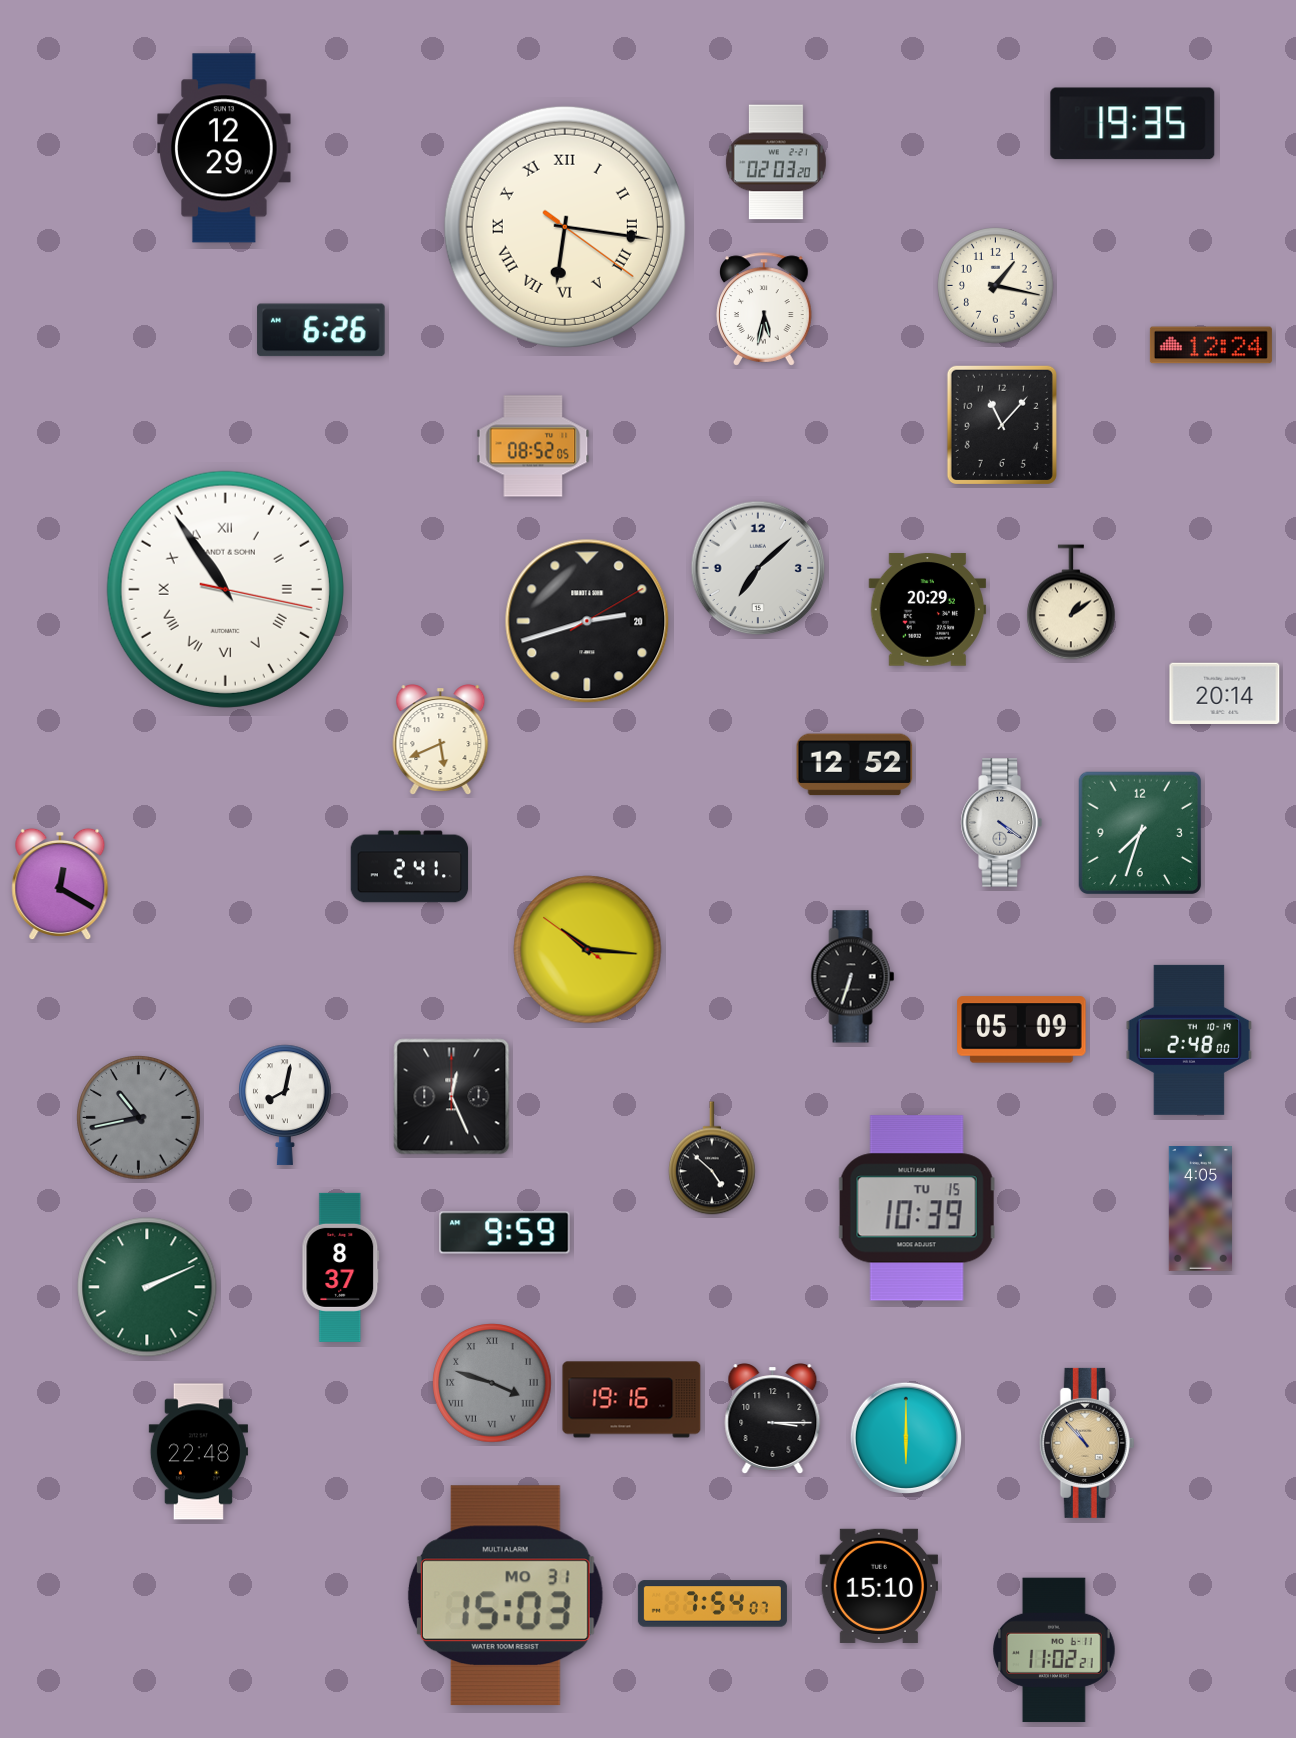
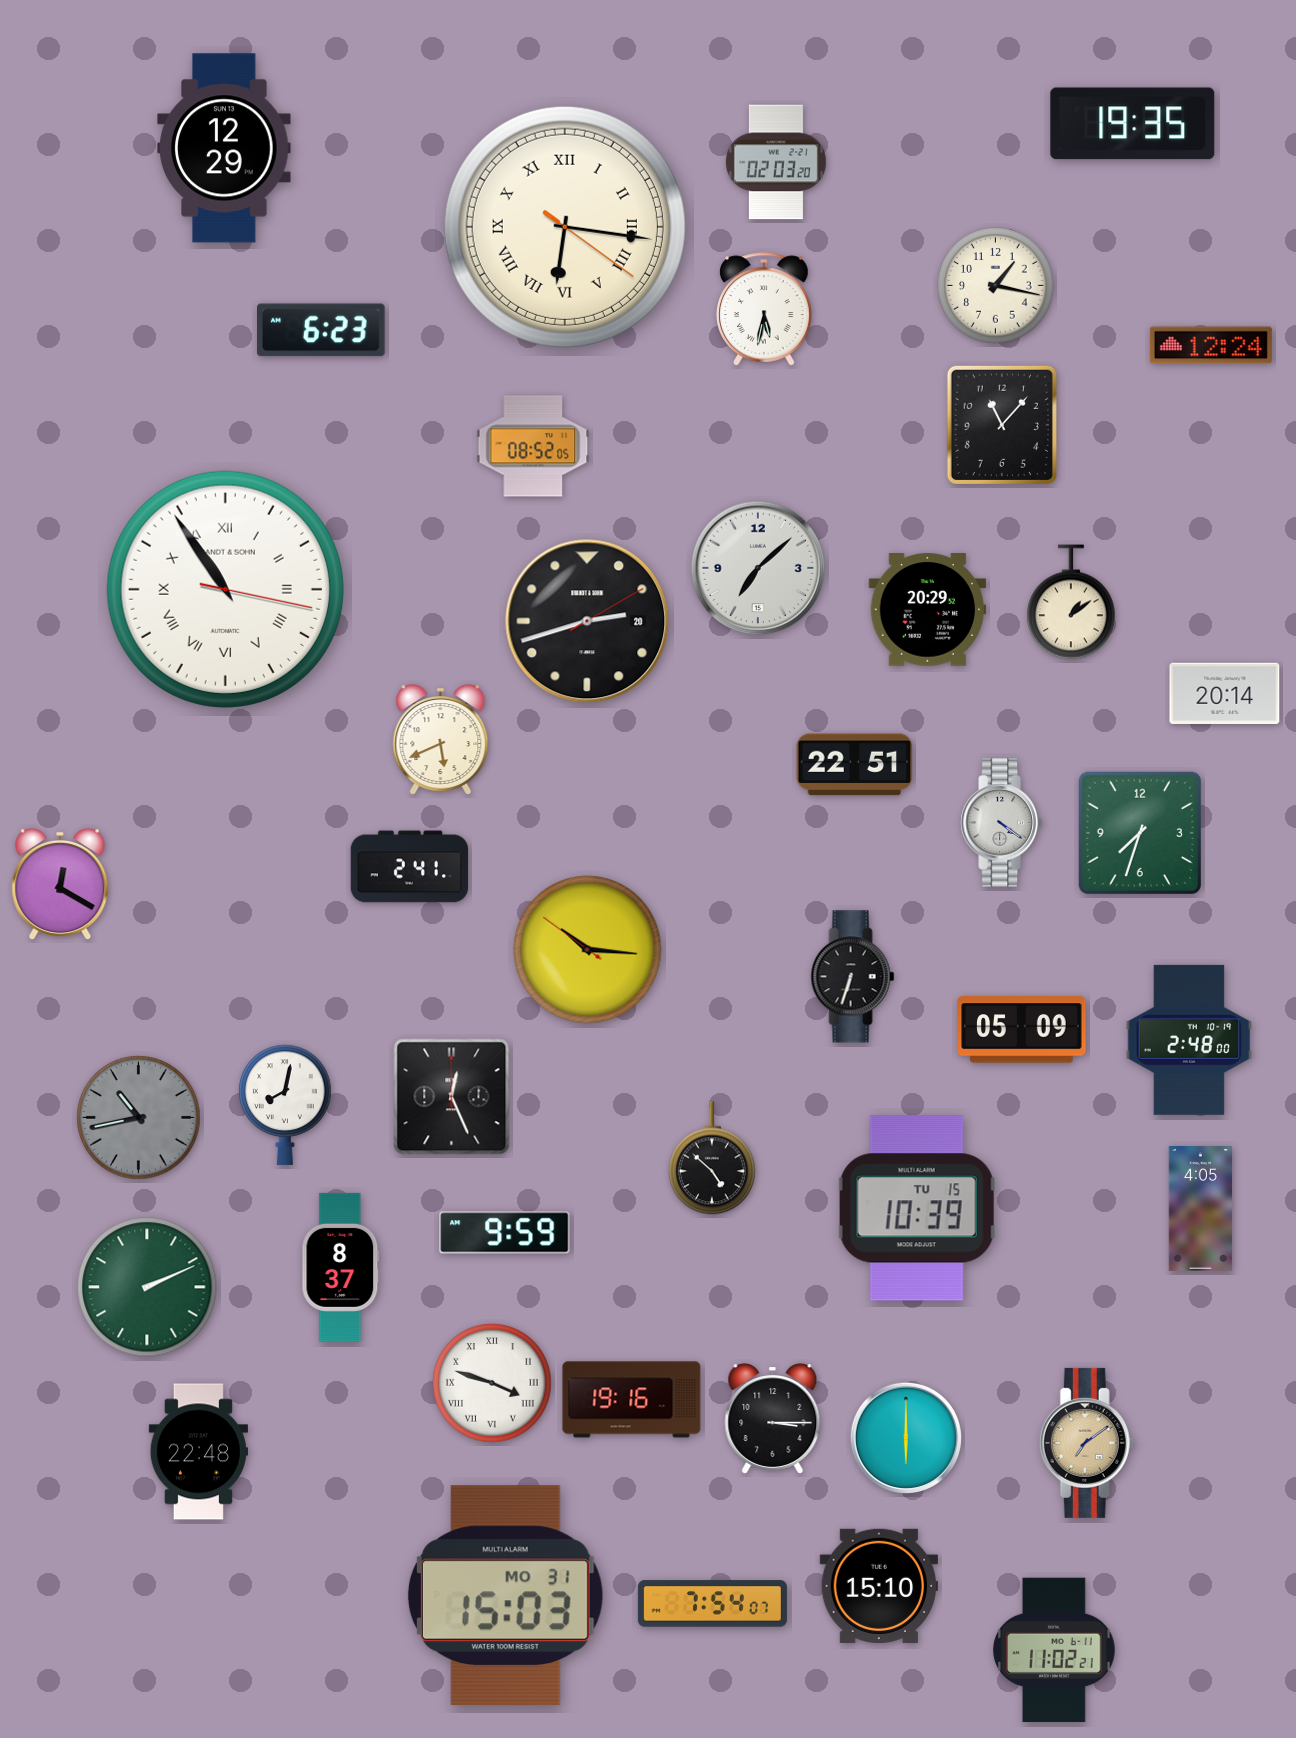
clock at (321, 330): 6:26 -> 6:23
clock at (855, 765): 12:52 -> 22:51
clock at (492, 1383) dial: grey -> white
clock at (1087, 1443): 10:53 -> 7:09
